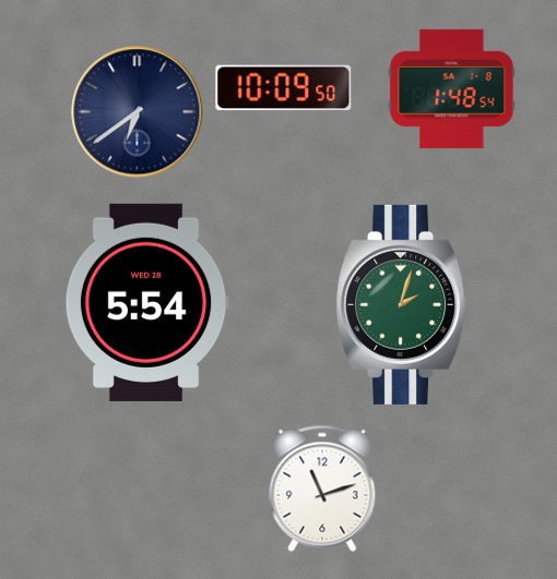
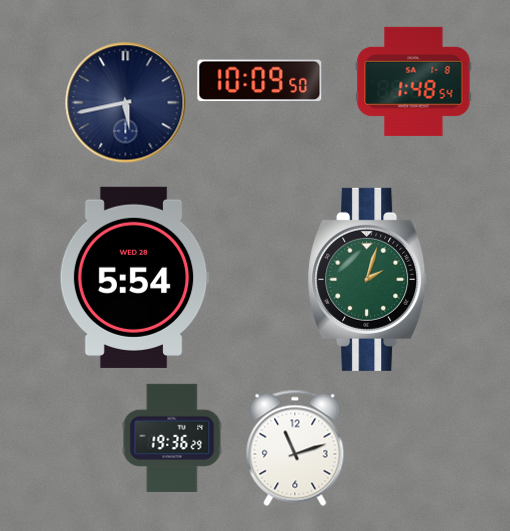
clock at (138, 112): 6:39 -> 5:43
clock at (172, 438): none -> 19:36
